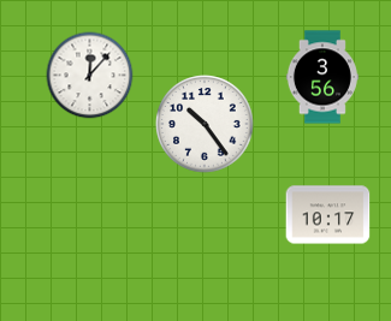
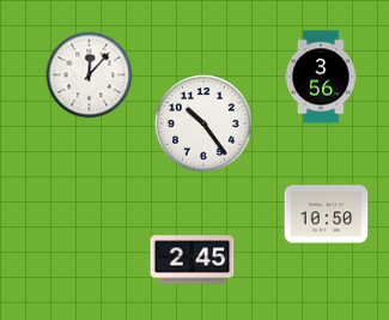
clock at (328, 215): 10:17 -> 10:50
clock at (193, 260): none -> 2:45
